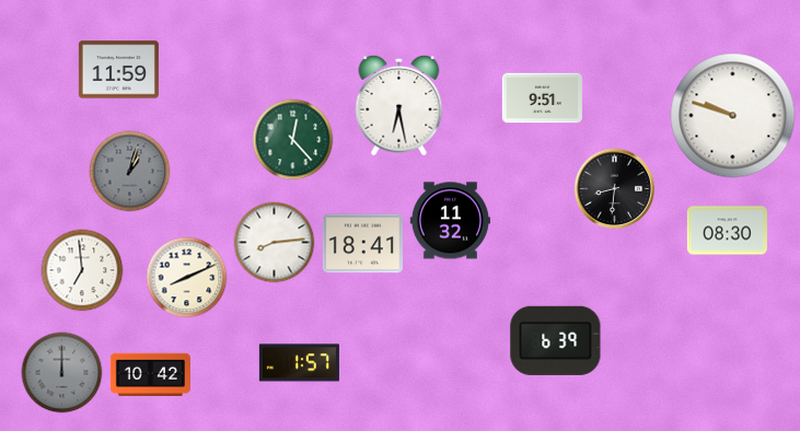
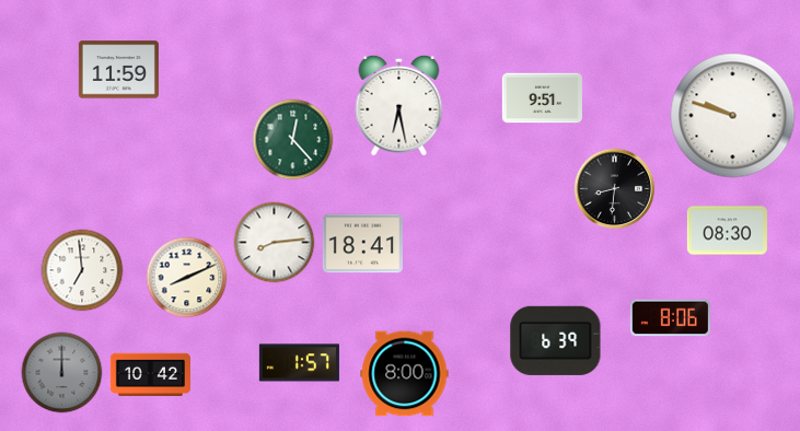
clock at (130, 172): 1:03 -> none
clock at (450, 221): 11:32 -> none
clock at (670, 318): none -> 8:06
clock at (405, 374): none -> 8:00
